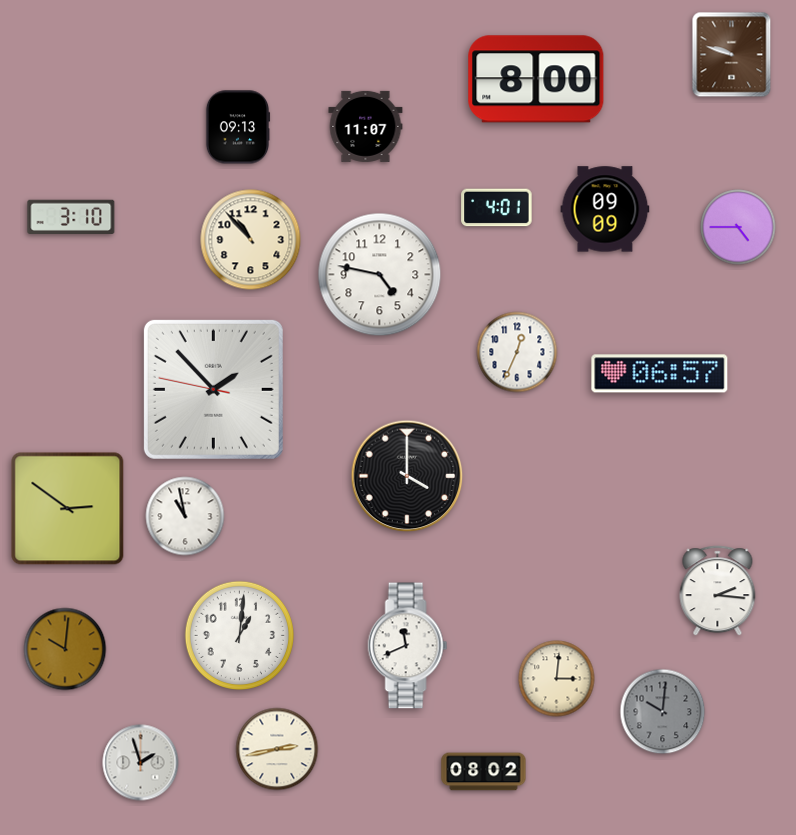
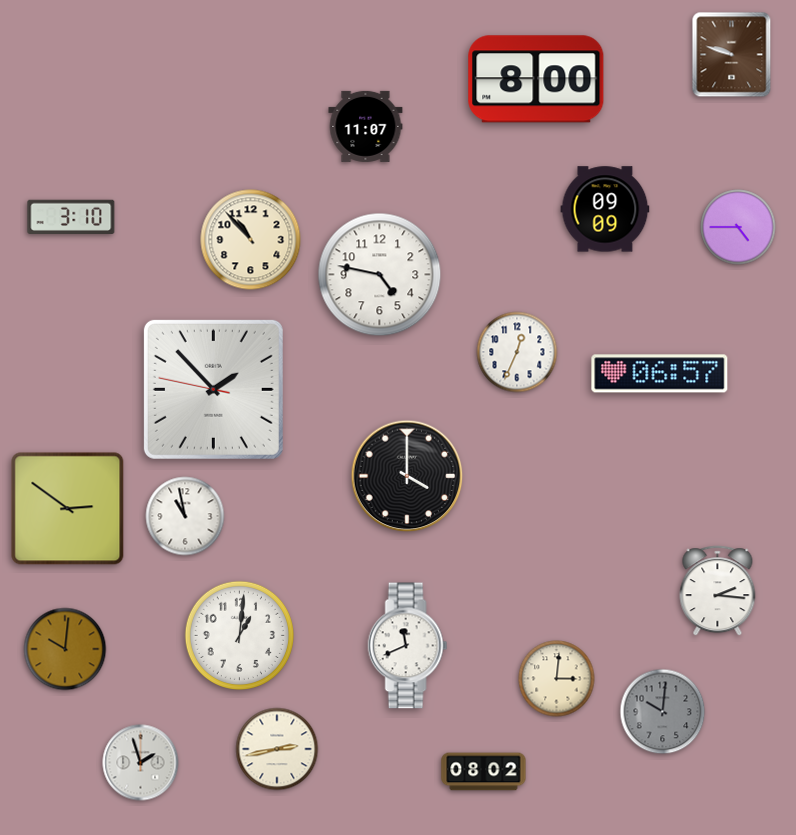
clock at (238, 127): 09:13 -> none
clock at (497, 208): 4:01 -> none
